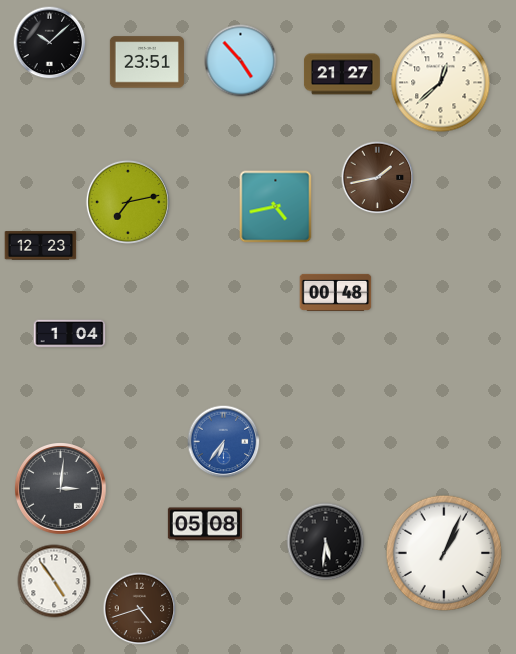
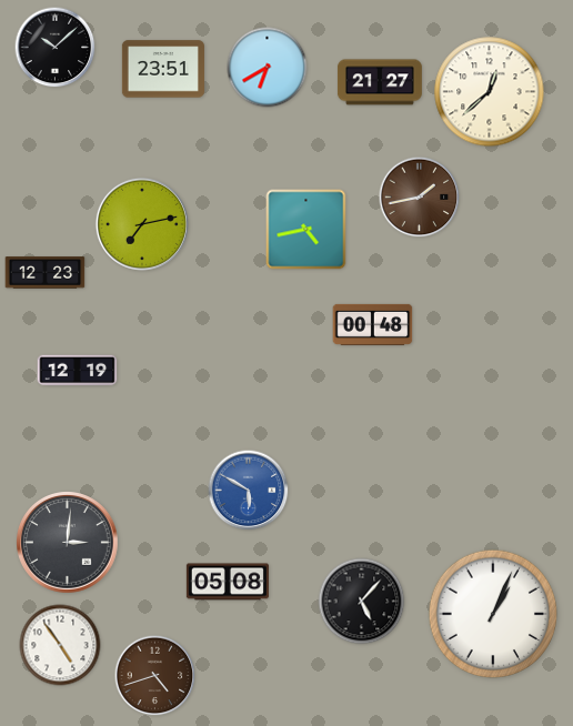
clock at (241, 61): 4:53 -> 6:40
clock at (70, 334): 1:04 -> 12:19
clock at (224, 442): 6:36 -> 5:50
clock at (326, 542): 5:31 -> 5:07
